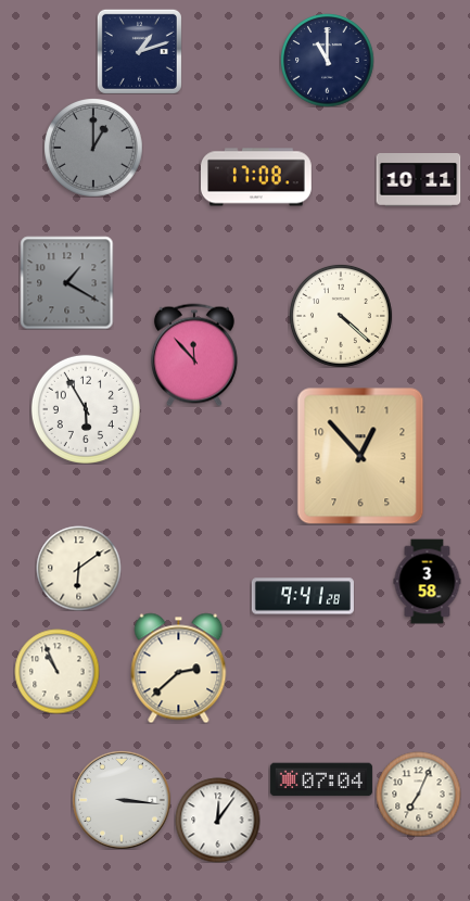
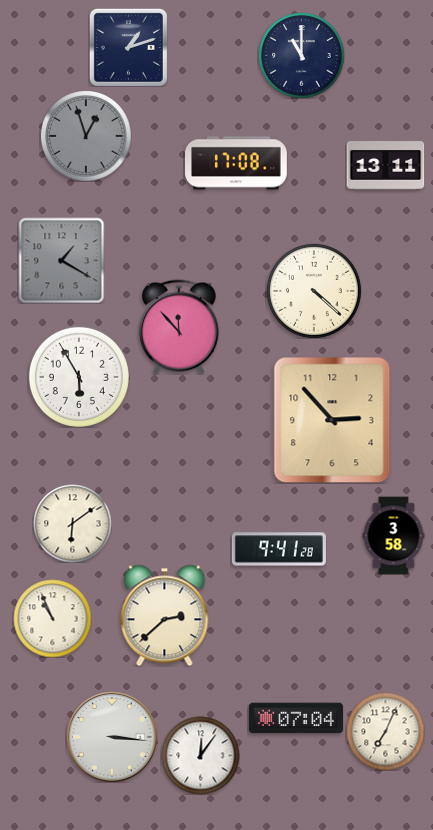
clock at (93, 148): 1:00 -> 12:57
clock at (418, 180): 10:11 -> 13:11
clock at (360, 456): 12:53 -> 2:53
